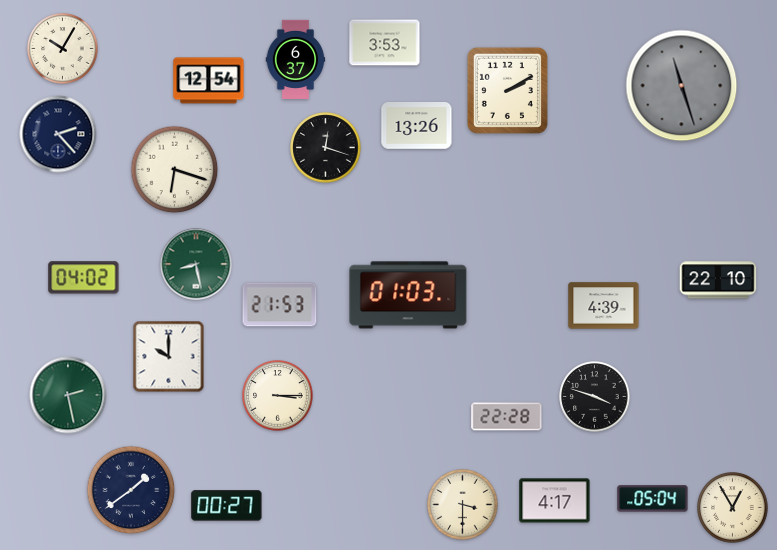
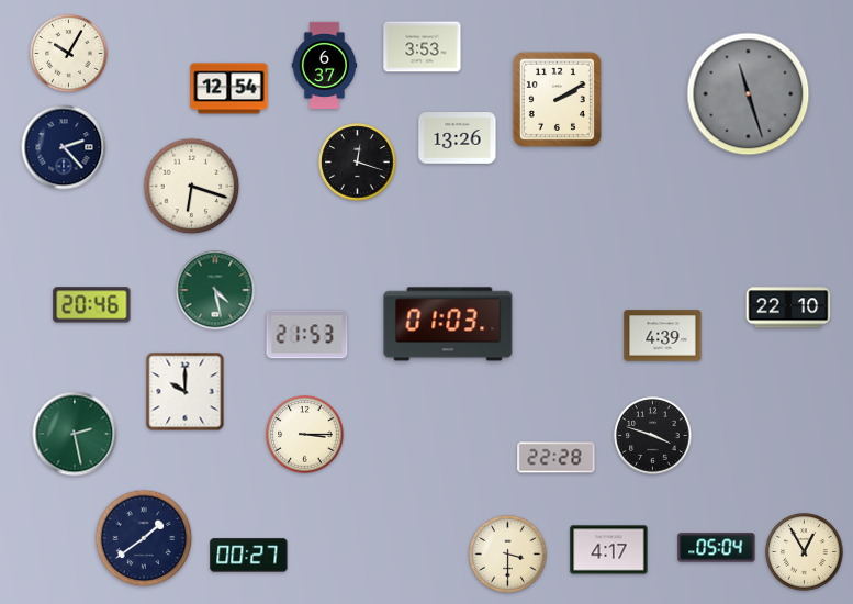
clock at (196, 264): 8:28 -> 4:28
clock at (84, 278): 04:02 -> 20:46
clock at (733, 508) position: (733, 508) -> (805, 552)
